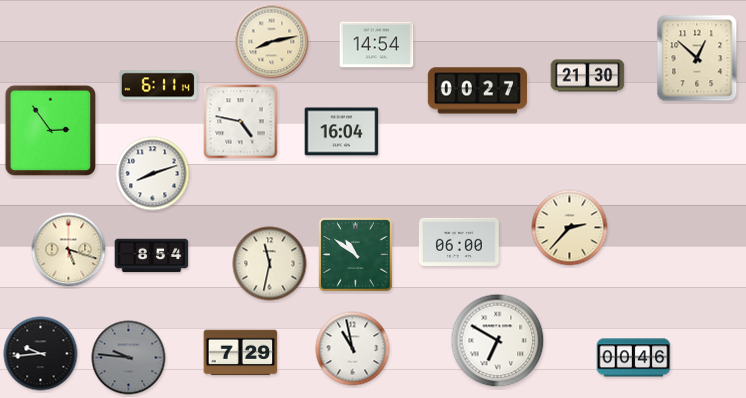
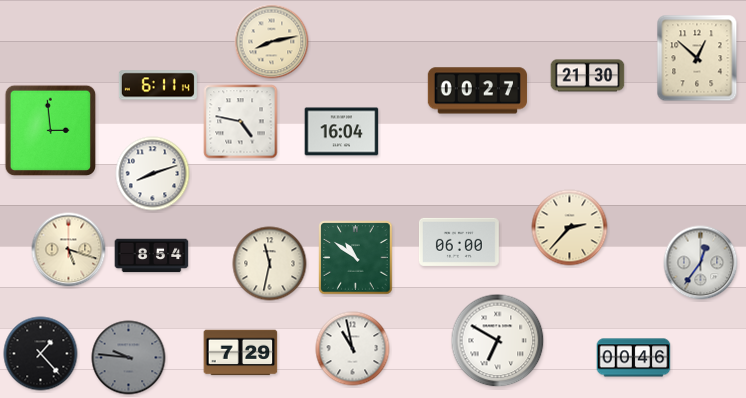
clock at (377, 45): 14:54 -> none
clock at (51, 131): 2:54 -> 2:59
clock at (356, 255) position: (356, 255) -> (356, 258)
clock at (701, 263): none -> 12:36
clock at (41, 354): 9:44 -> 1:23
